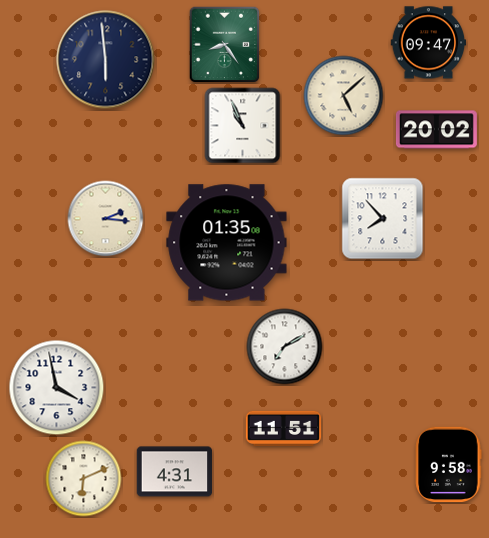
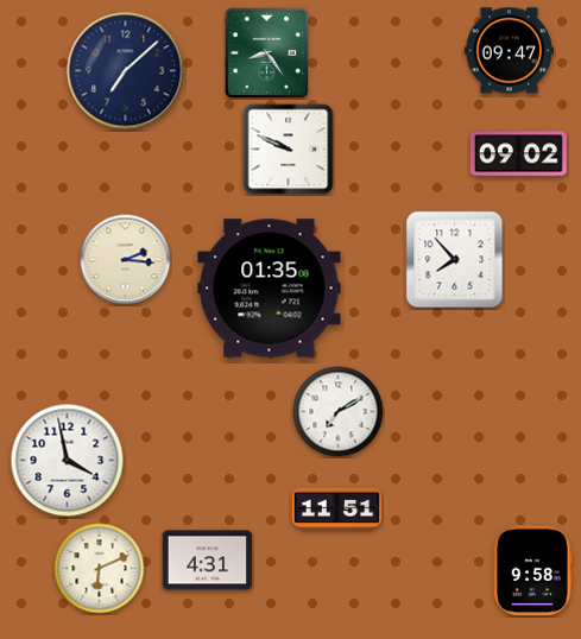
clock at (106, 60): 5:59 -> 7:08
clock at (344, 96): 5:08 -> none
clock at (243, 126): 10:56 -> 9:49
clock at (436, 130): 20:02 -> 09:02
clock at (449, 465) position: (449, 465) -> (533, 571)
